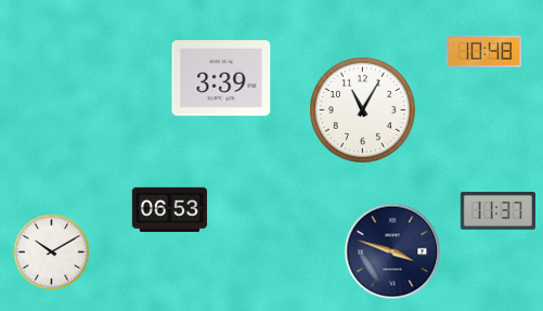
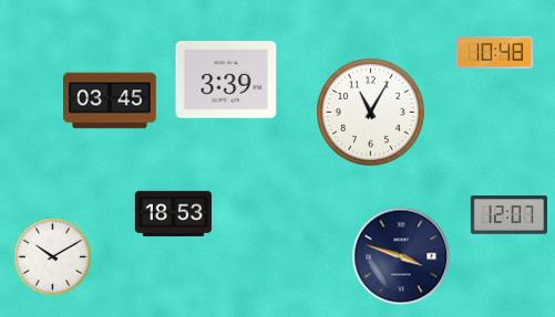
clock at (111, 101): none -> 03:45
clock at (169, 209): 06:53 -> 18:53
clock at (497, 211): 11:37 -> 12:07
